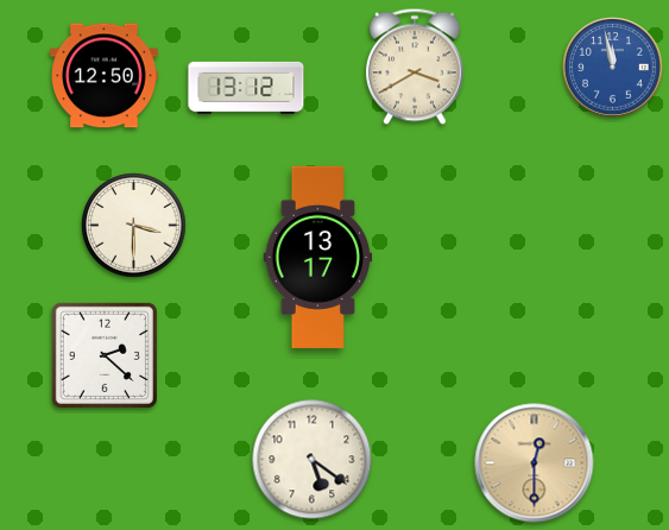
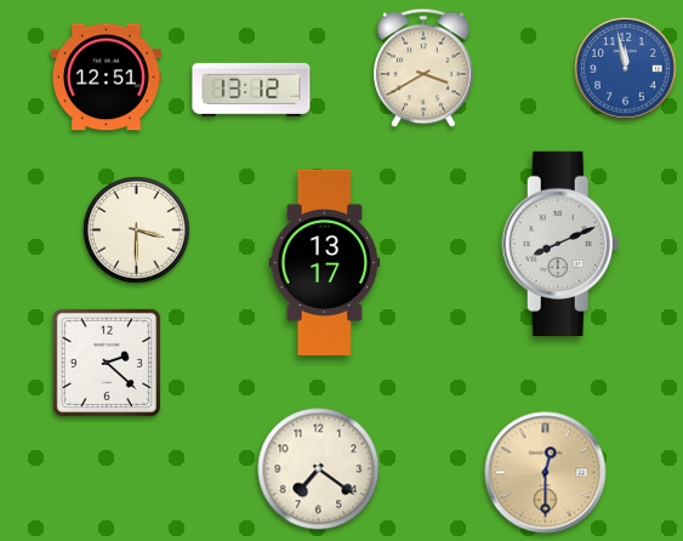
clock at (105, 76): 12:50 -> 12:51
clock at (560, 244): none -> 8:11
clock at (313, 460): 5:21 -> 7:21
